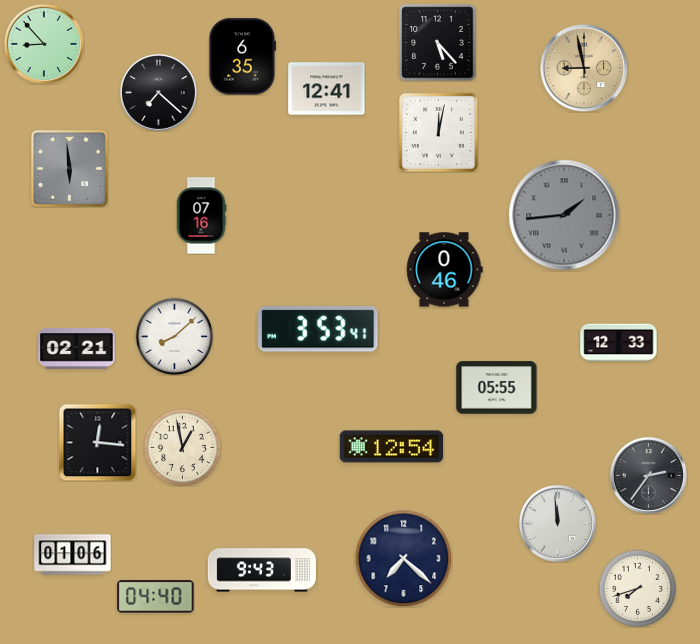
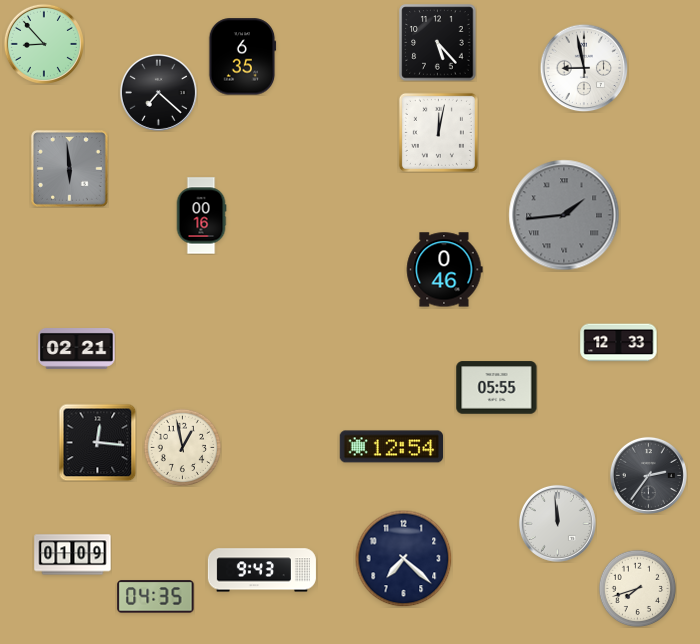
clock at (584, 68) dial: champagne -> white
clock at (327, 89): 12:41 -> none
clock at (201, 216): 07:16 -> 00:16
clock at (318, 329): 3:53 -> none
clock at (174, 336): 8:08 -> none
clock at (73, 555): 01:06 -> 01:09
clock at (156, 597): 04:40 -> 04:35
